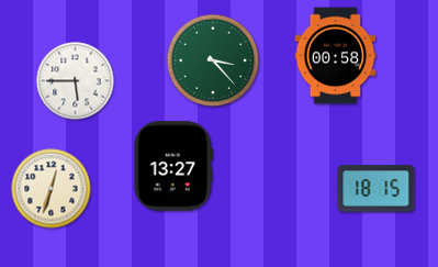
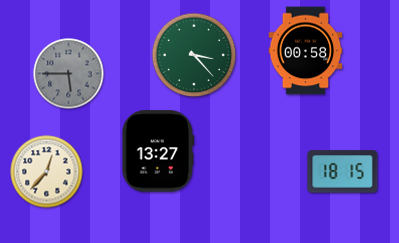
clock at (76, 81) dial: white -> grey
clock at (52, 189): 12:33 -> 12:37
